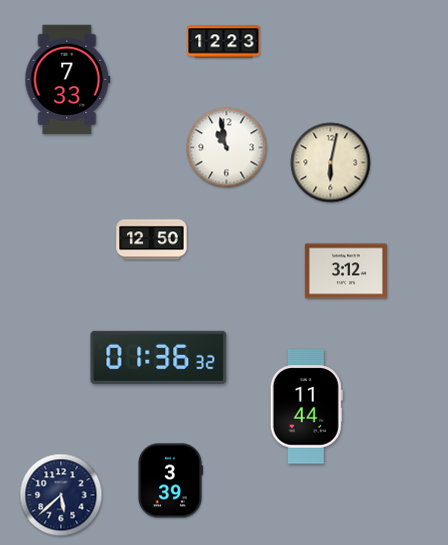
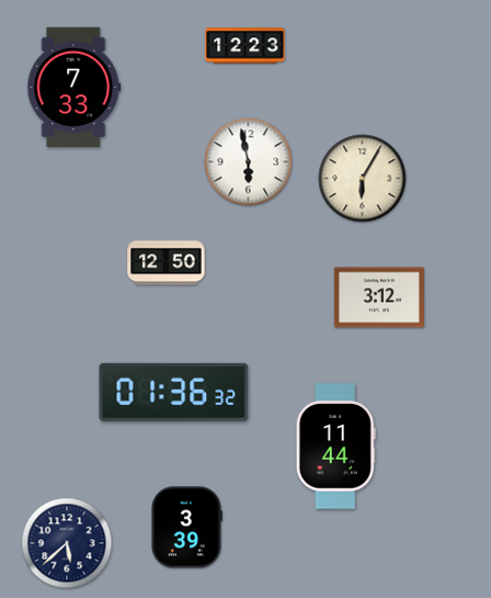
clock at (227, 148): 10:58 -> 5:58
clock at (331, 163): 6:02 -> 6:05
